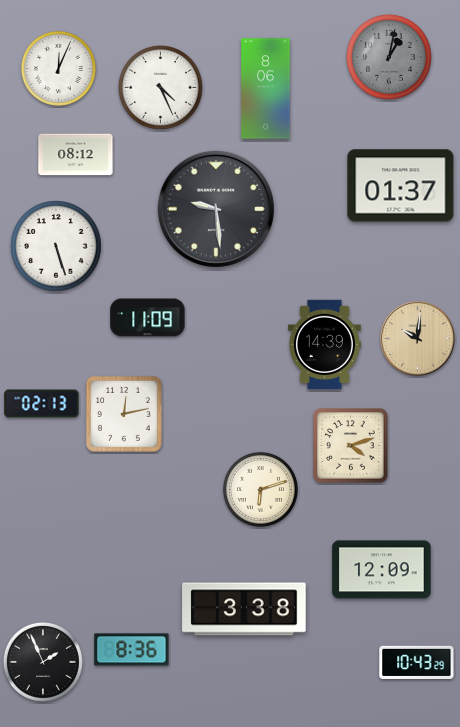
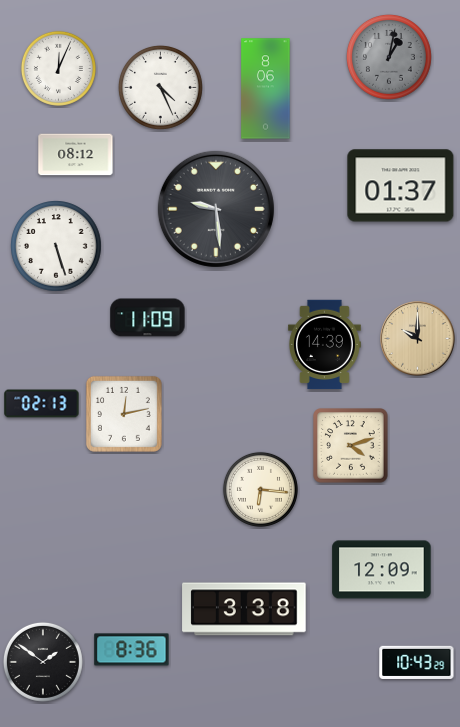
clock at (418, 339): 10:01 -> 10:00
clock at (260, 489): 6:12 -> 6:16
clock at (43, 662): 1:56 -> 1:51
